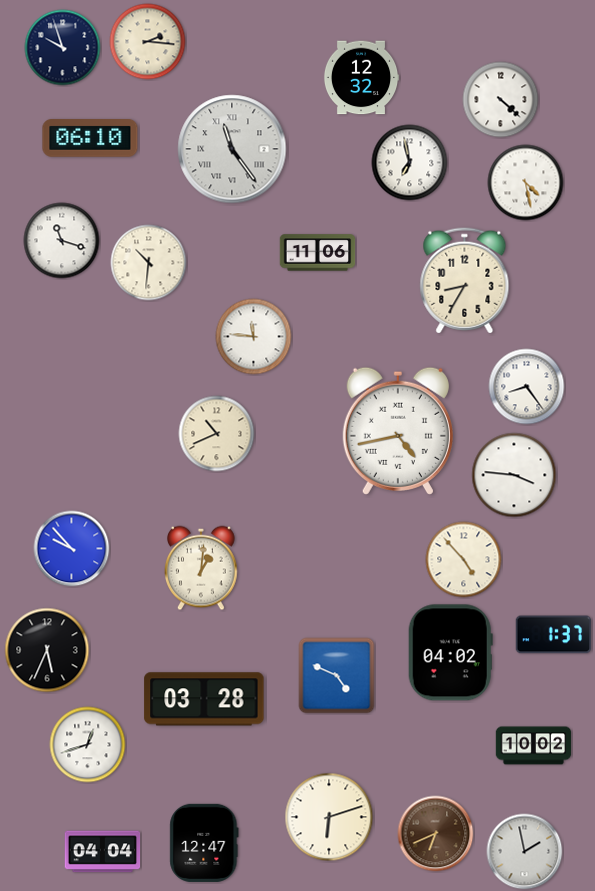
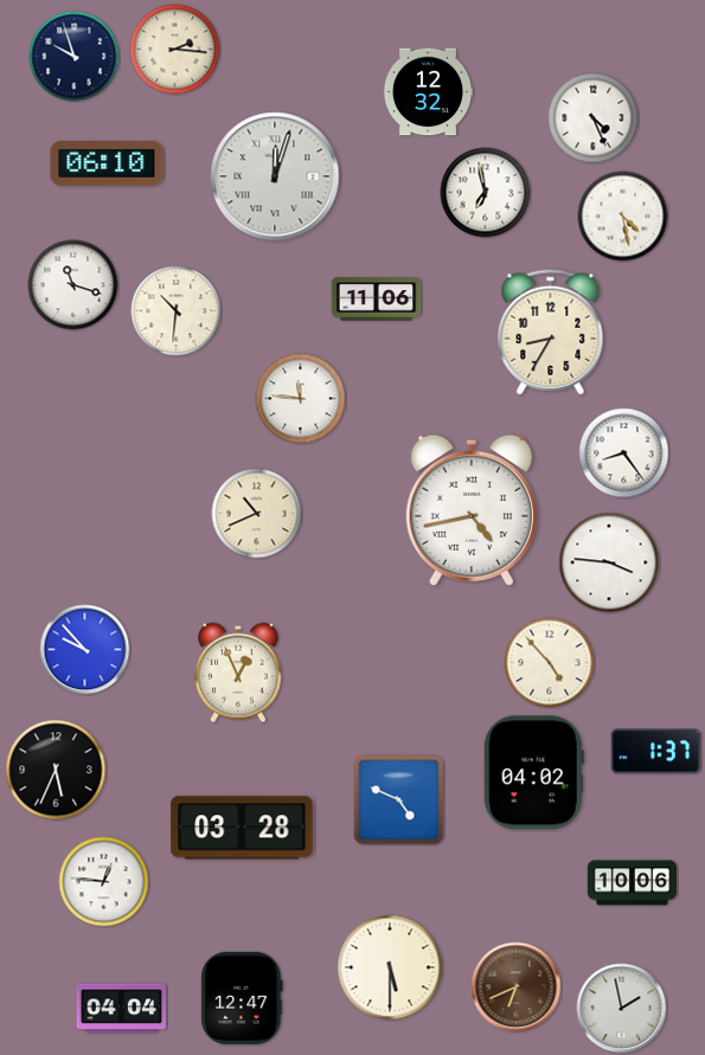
clock at (501, 100): 4:22 -> 4:26
clock at (232, 149): 11:24 -> 12:03
clock at (527, 387) position: (527, 387) -> (624, 453)
clock at (202, 568): 1:01 -> 12:56
clock at (88, 745): 12:42 -> 12:46
clock at (534, 746): 10:02 -> 10:06
clock at (329, 817): 6:12 -> 5:30
